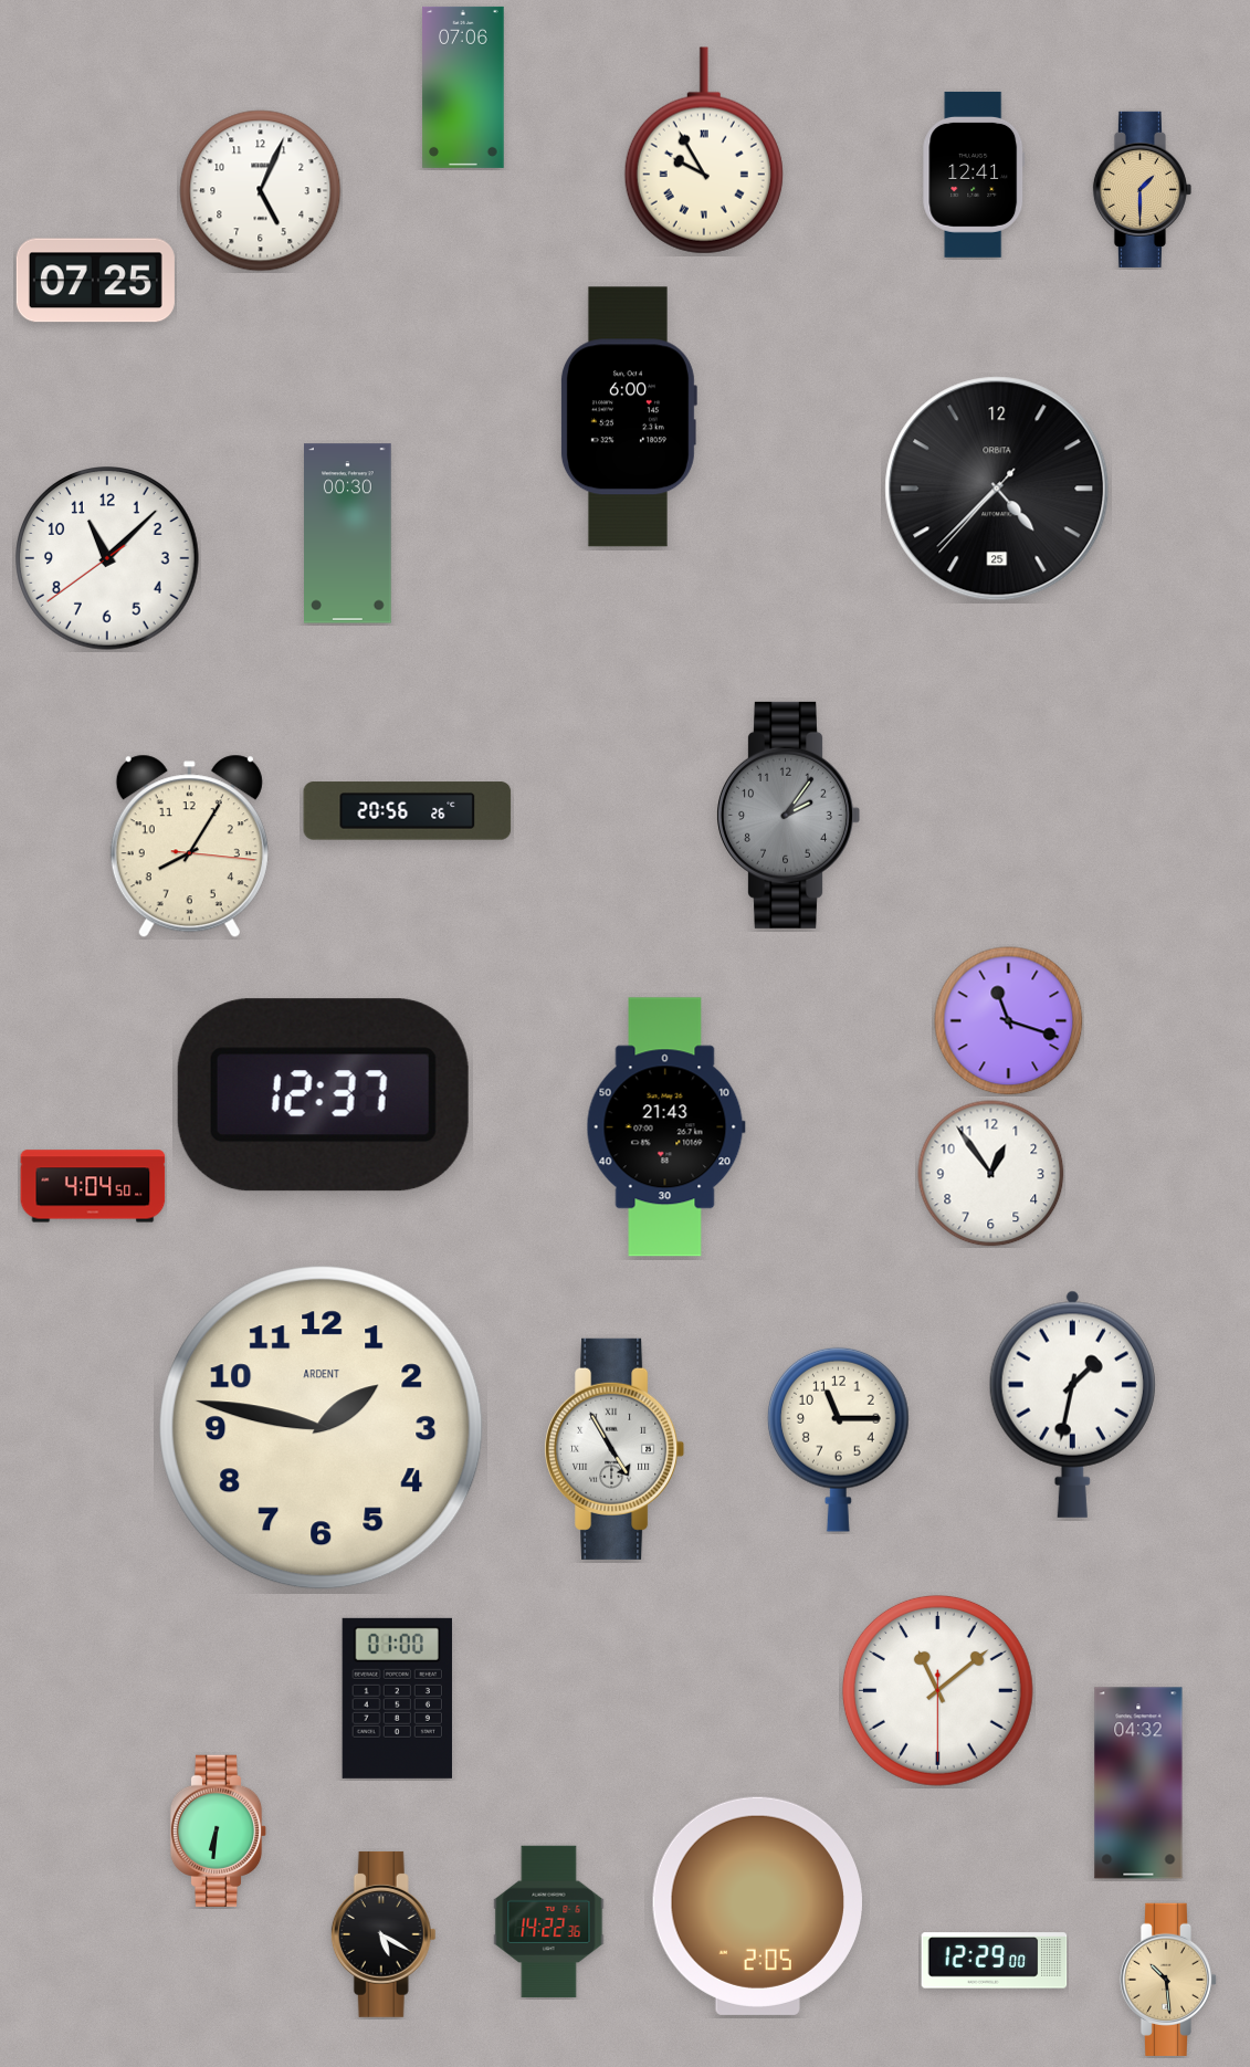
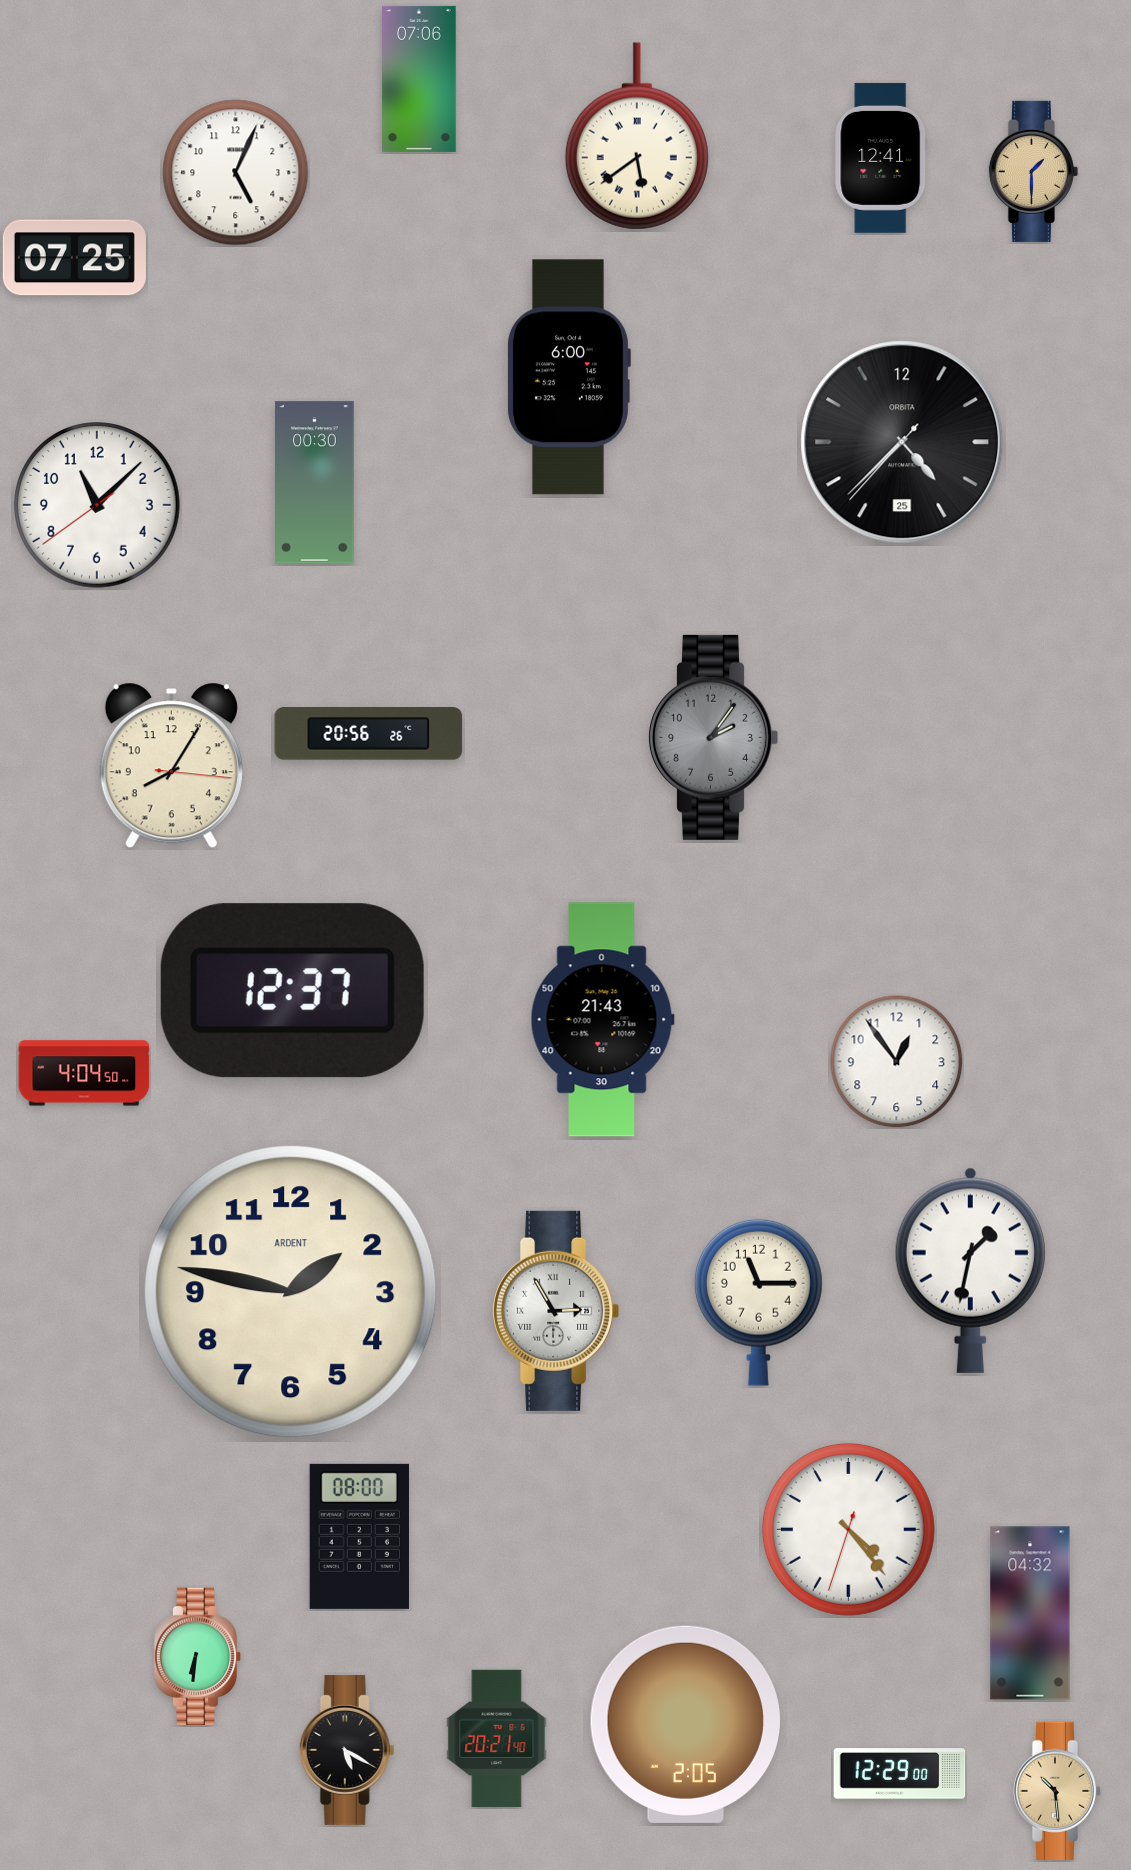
clock at (704, 150): 9:55 -> 5:39
clock at (95, 281) position: (95, 281) -> (74, 258)
clock at (1009, 1021): 11:18 -> none
clock at (615, 1449): 4:55 -> 2:55
clock at (937, 1690): 11:08 -> 4:23
clock at (397, 1698): 01:00 -> 08:00
clock at (549, 1922): 14:22 -> 20:21
